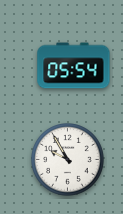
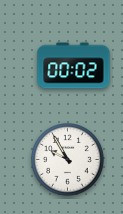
clock at (74, 66): 05:54 -> 00:02
